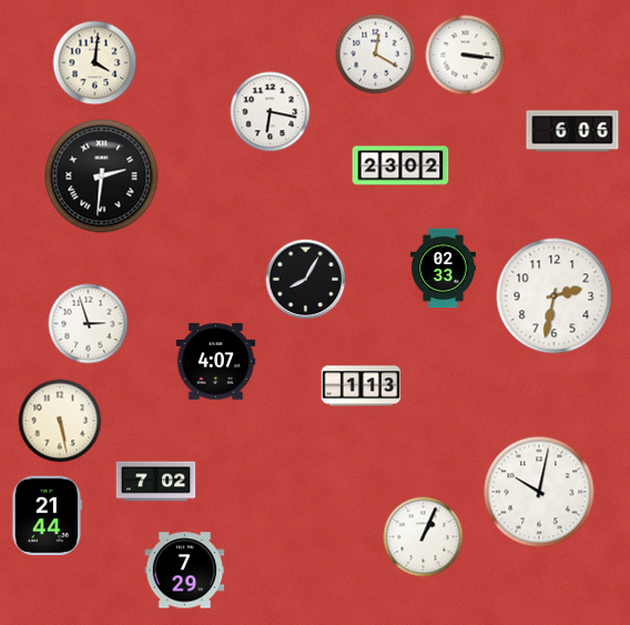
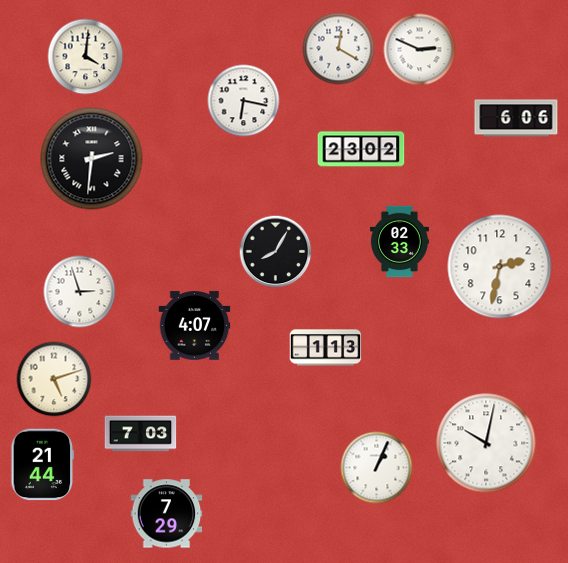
clock at (466, 56): 3:16 -> 2:49
clock at (60, 421): 5:28 -> 5:12
clock at (156, 482): 7:02 -> 7:03
clock at (424, 537) position: (424, 537) -> (377, 468)
